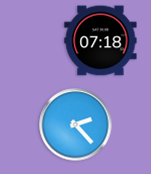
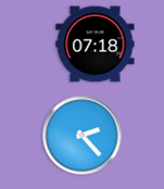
clock at (101, 41) position: (101, 41) -> (96, 45)
